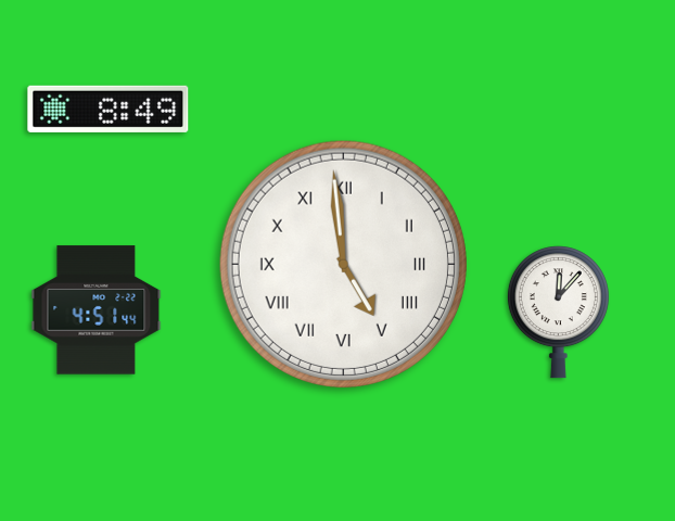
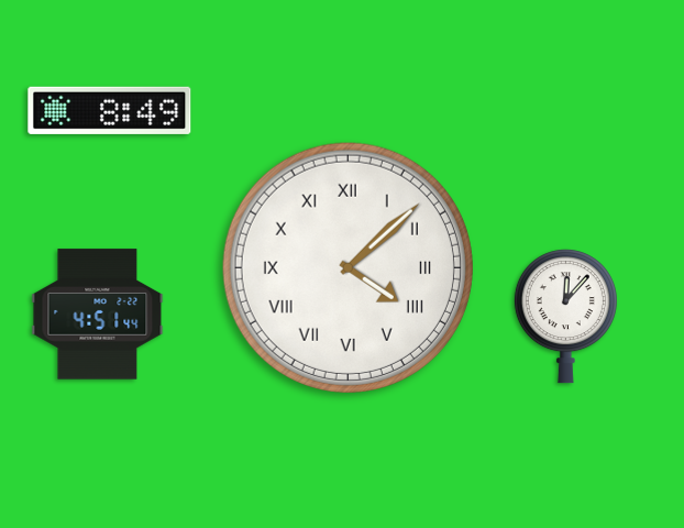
clock at (343, 264): 4:59 -> 4:08
